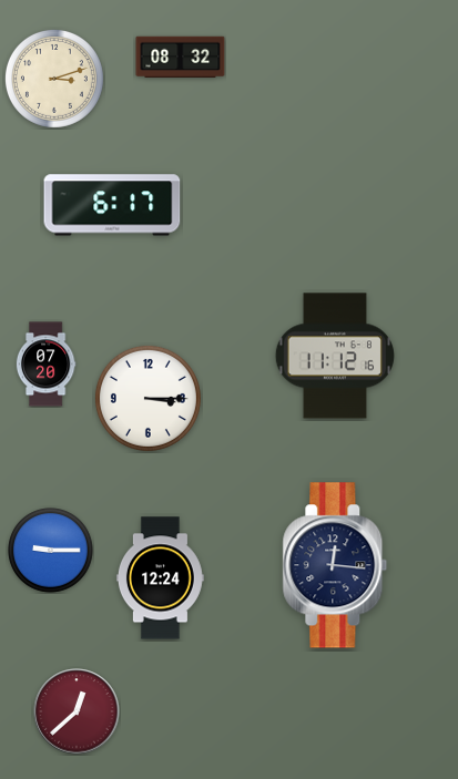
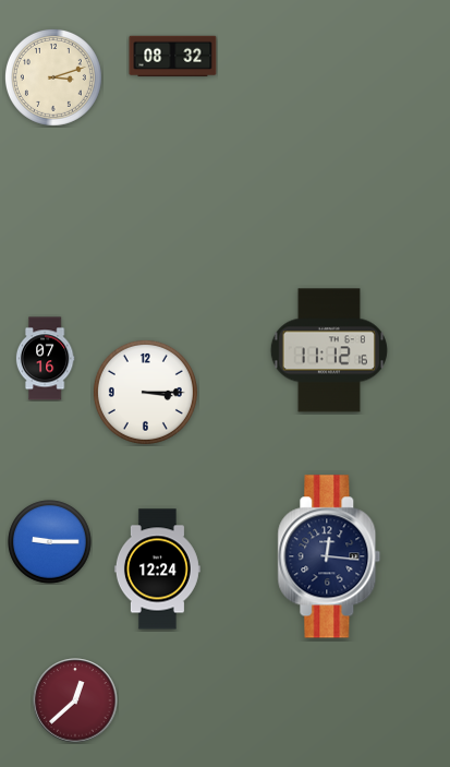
clock at (181, 58) position: (181, 58) -> (173, 57)
clock at (112, 205): 6:17 -> none
clock at (45, 365): 07:20 -> 07:16
